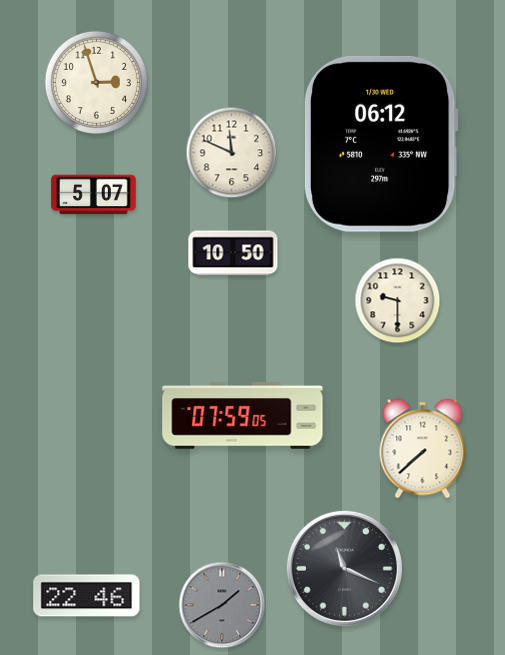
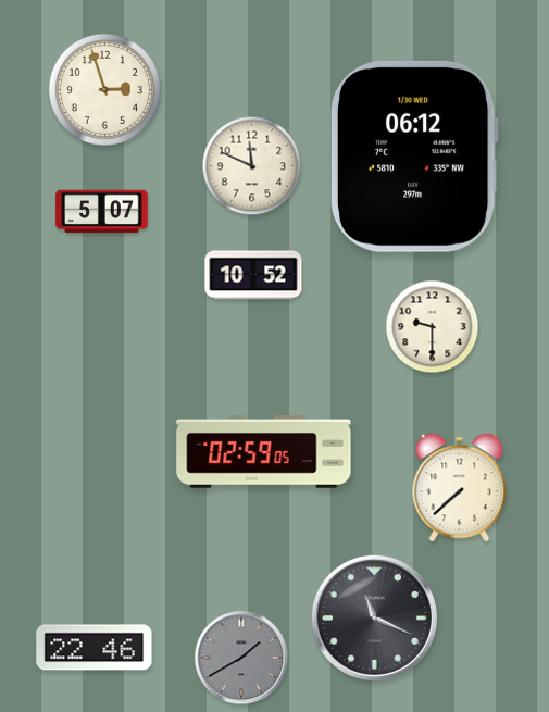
clock at (233, 253): 10:50 -> 10:52
clock at (243, 416): 07:59 -> 02:59
